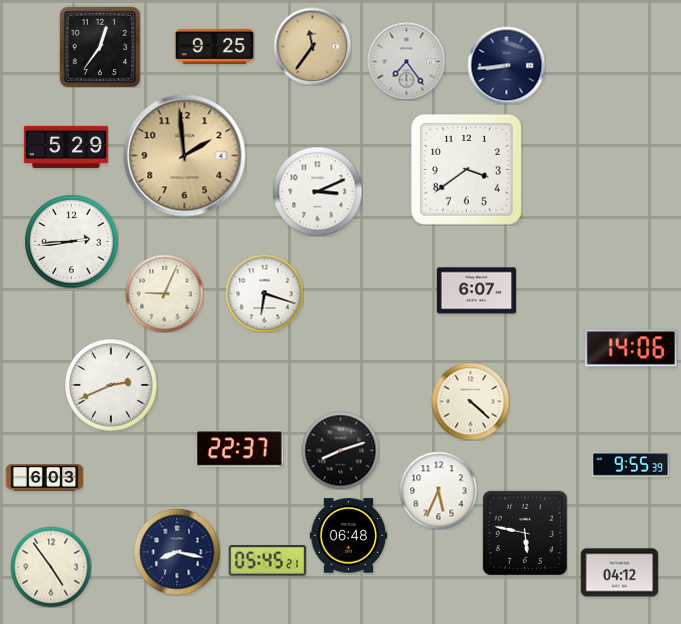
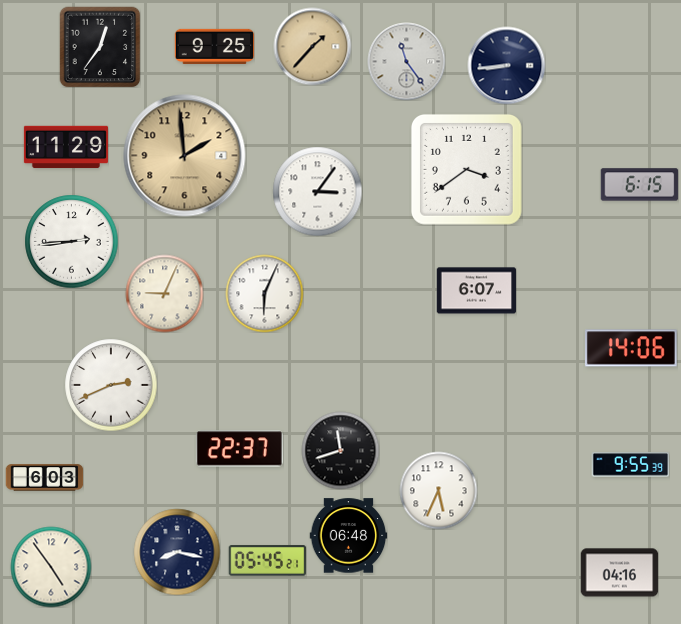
clock at (312, 46): 11:36 -> 1:37
clock at (406, 61): 7:24 -> 11:24
clock at (66, 147): 5:29 -> 11:29
clock at (639, 185): none -> 6:15
clock at (317, 191): 3:11 -> 3:06
clock at (264, 293): 6:18 -> 6:04
clock at (470, 401): 4:22 -> none
clock at (340, 450): 8:12 -> 11:42
clock at (525, 533): 5:47 -> none
clock at (619, 573): 04:12 -> 04:16
